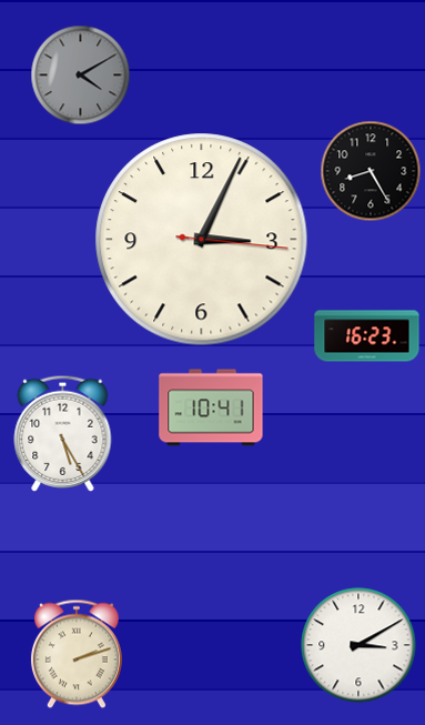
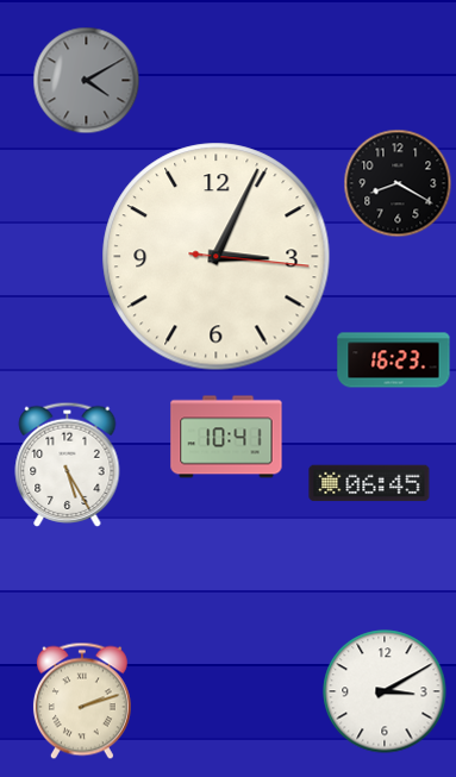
clock at (371, 171): 8:25 -> 8:20
clock at (369, 483): none -> 06:45
